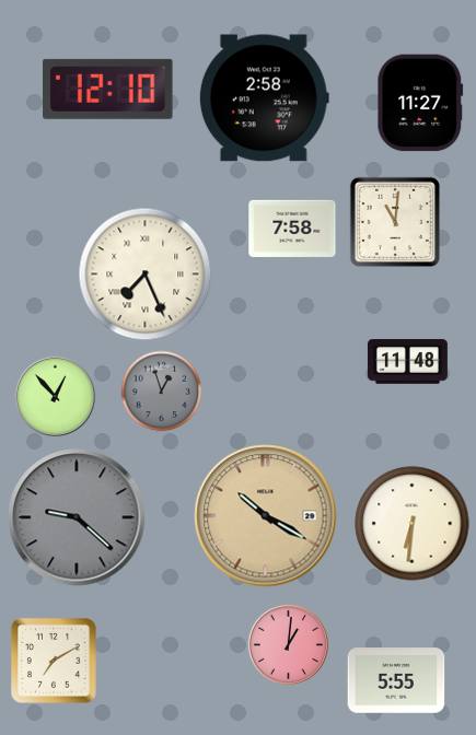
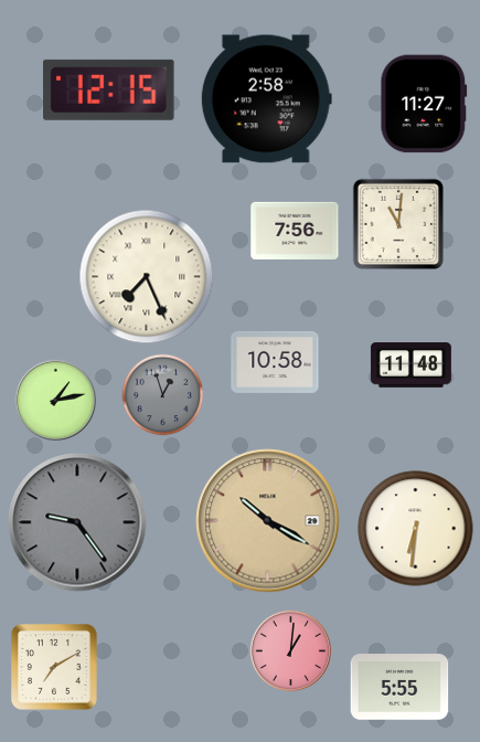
clock at (108, 89): 12:10 -> 12:15
clock at (292, 227): 7:58 -> 7:56
clock at (275, 362): none -> 10:58
clock at (55, 396): 12:53 -> 1:13
clock at (77, 517): 9:22 -> 9:24
